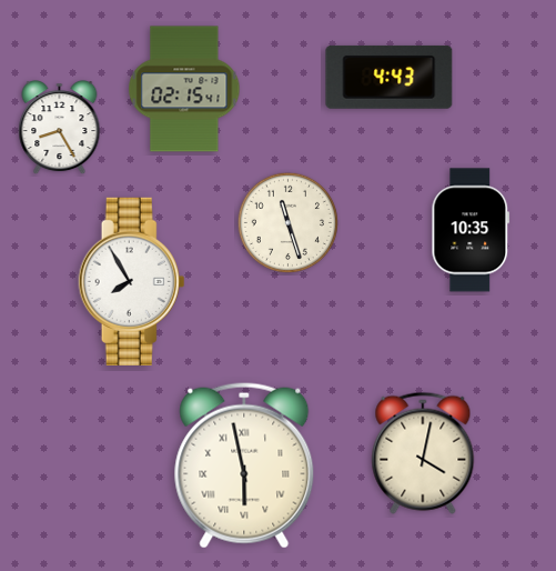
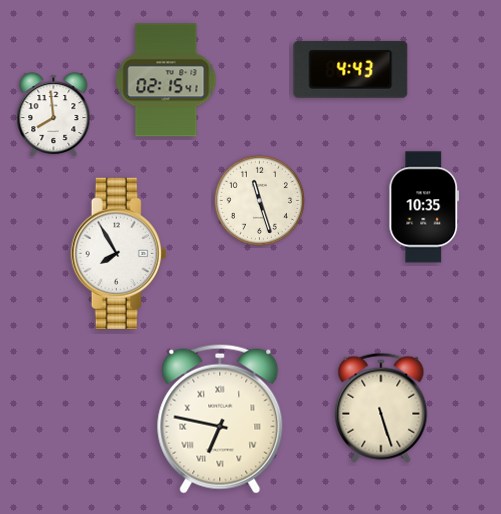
clock at (60, 128): 8:25 -> 7:59
clock at (423, 453): 4:02 -> 5:27
clock at (244, 465): 5:58 -> 6:47
